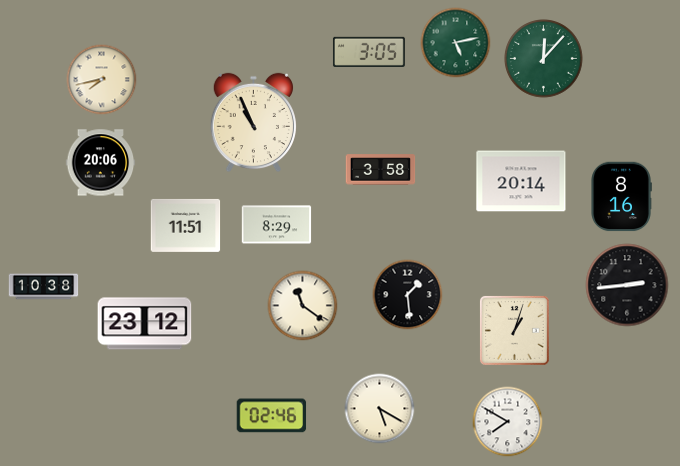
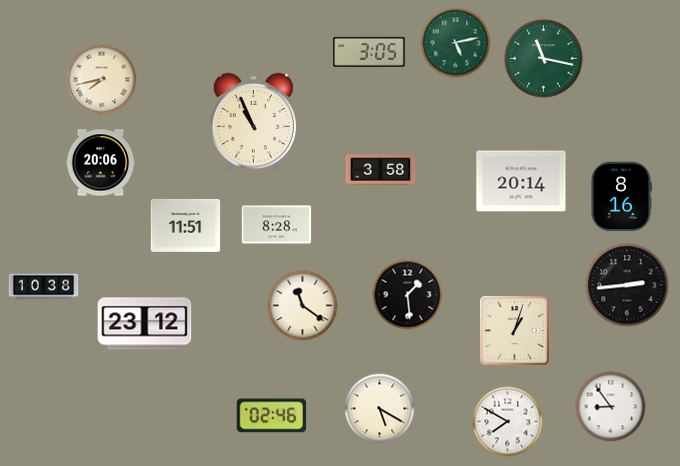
clock at (544, 59): 12:07 -> 11:17
clock at (277, 225): 8:29 -> 8:28
clock at (611, 407): none -> 8:54
